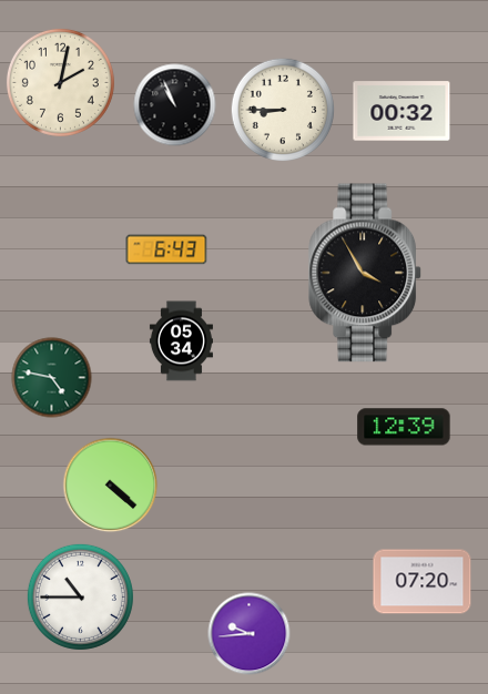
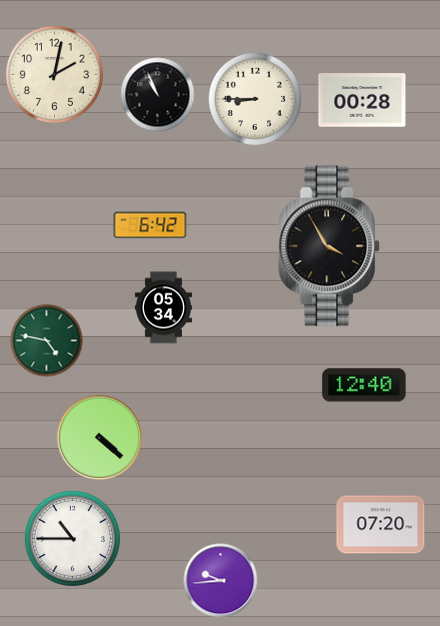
clock at (401, 111): 00:32 -> 00:28
clock at (166, 249): 6:43 -> 6:42
clock at (404, 427): 12:39 -> 12:40
clock at (250, 634) position: (250, 634) -> (221, 581)
